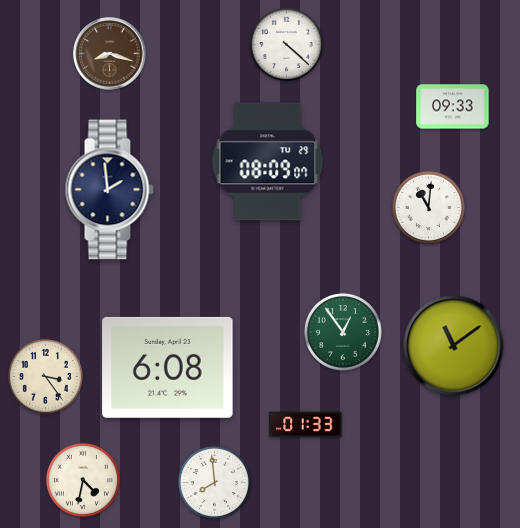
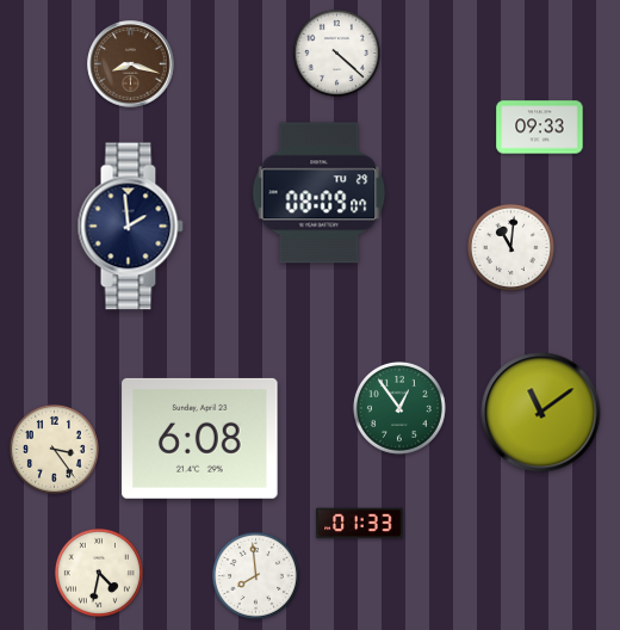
clock at (286, 44) position: (286, 44) -> (336, 52)
clock at (343, 332) position: (343, 332) -> (399, 408)
clock at (306, 425) position: (306, 425) -> (360, 524)
